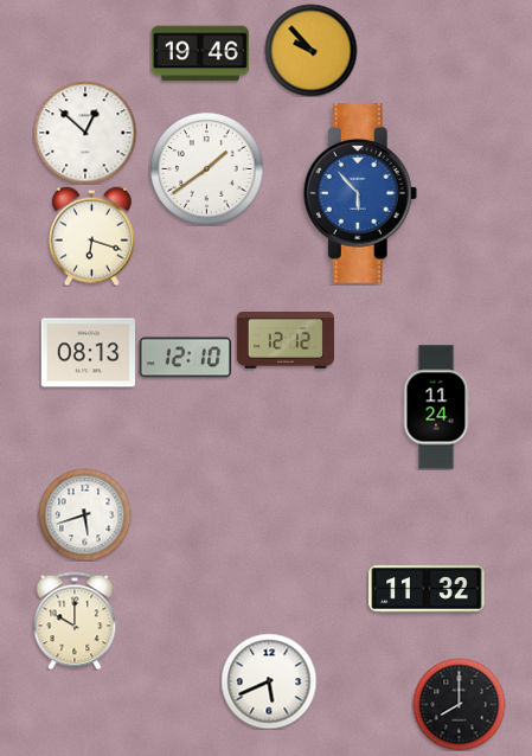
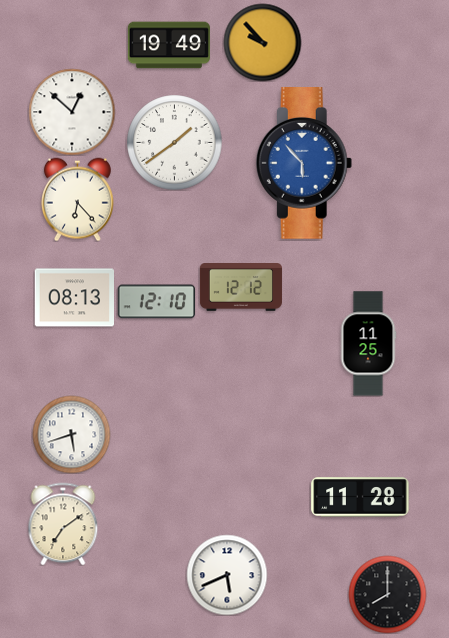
clock at (200, 53): 19:46 -> 19:49
clock at (91, 236): 6:18 -> 6:23
clock at (436, 408): 11:24 -> 11:25
clock at (427, 589): 11:32 -> 11:28
clock at (75, 621): 10:00 -> 7:09
